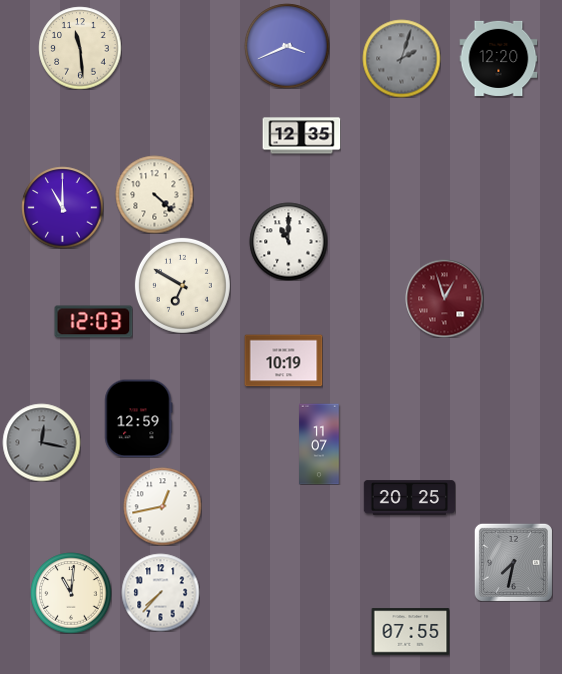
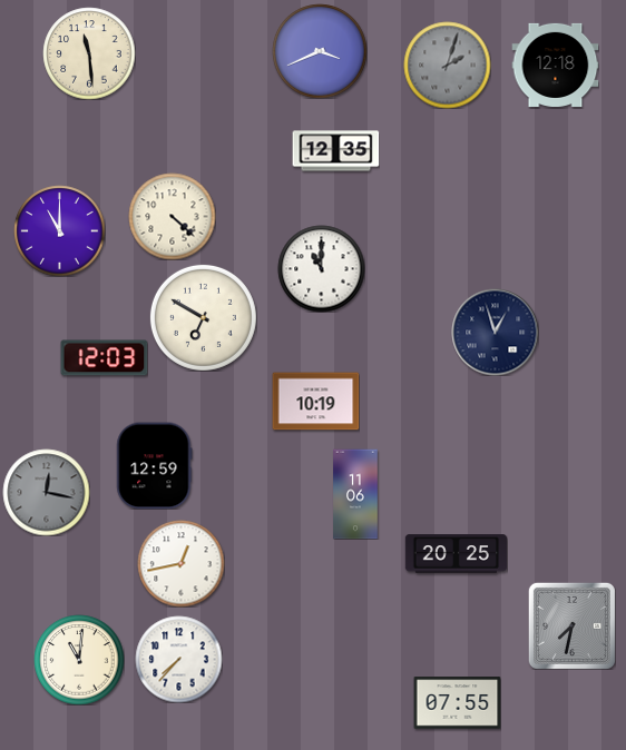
clock at (498, 58): 12:20 -> 12:18
clock at (62, 207) position: (62, 207) -> (59, 230)
clock at (444, 298) dial: burgundy -> navy
clock at (319, 444): 11:07 -> 11:06
